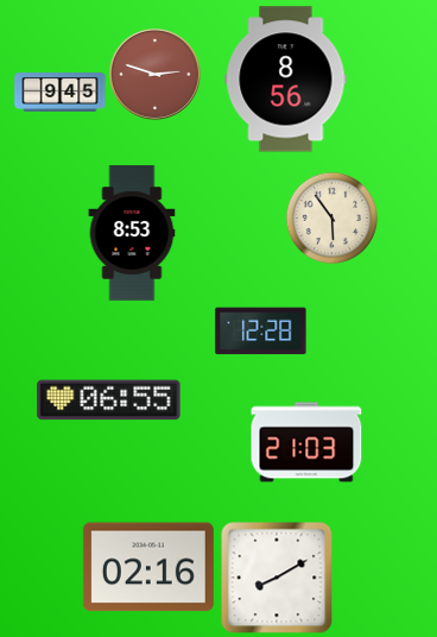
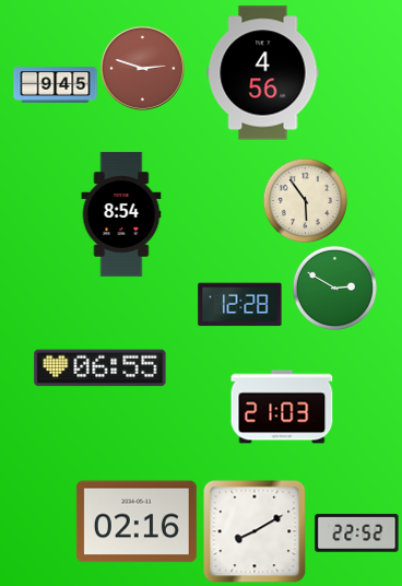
clock at (286, 80): 8:56 -> 4:56
clock at (132, 233): 8:53 -> 8:54
clock at (334, 288): none -> 2:50
clock at (357, 534): none -> 22:52
